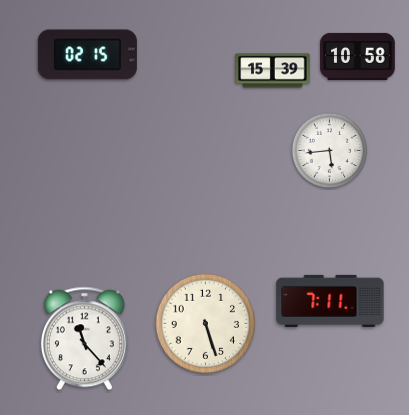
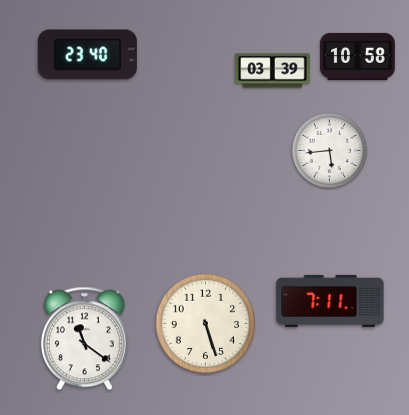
clock at (87, 55): 02:15 -> 23:40
clock at (273, 71): 15:39 -> 03:39
clock at (84, 339): 11:23 -> 11:21
